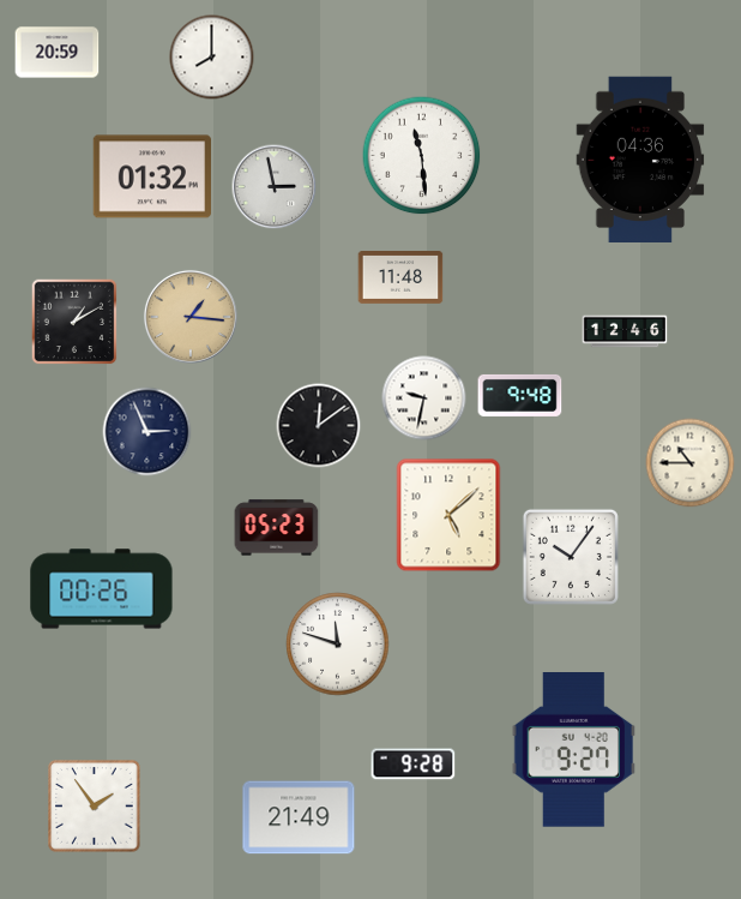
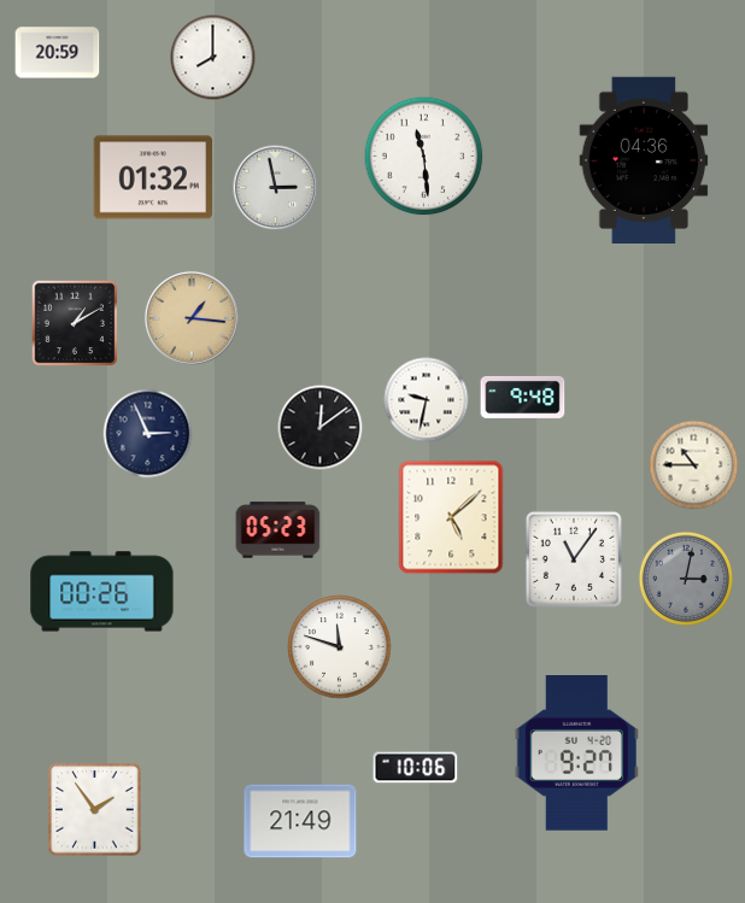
clock at (400, 278): 11:48 -> none
clock at (625, 331): 12:46 -> none
clock at (571, 557): 10:06 -> 11:06
clock at (686, 579): none -> 3:02
clock at (414, 765): 9:28 -> 10:06
